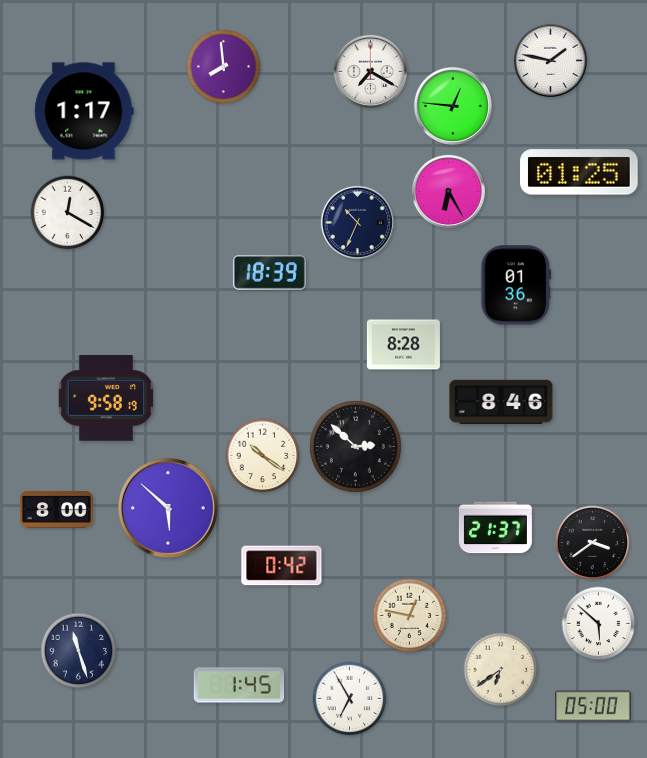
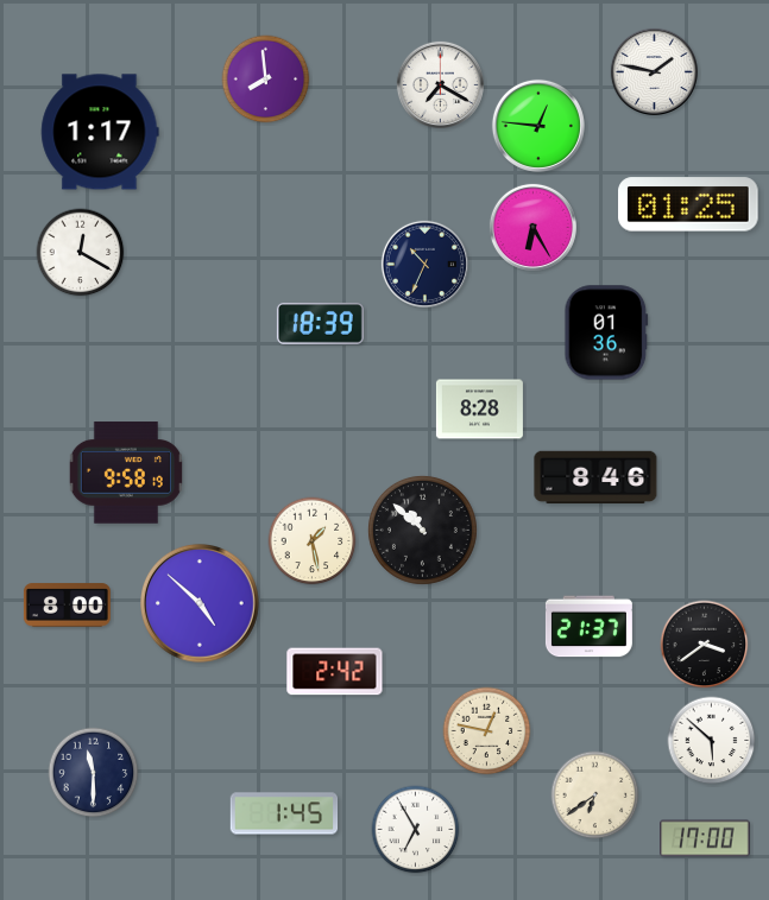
clock at (516, 285) position: (516, 285) -> (606, 332)
clock at (355, 446): 2:52 -> 10:52
clock at (263, 456): 10:21 -> 1:28
clock at (169, 509): 5:52 -> 4:52
clock at (282, 566): 0:42 -> 2:42
clock at (79, 651): 11:27 -> 11:30
clock at (593, 706): 05:00 -> 17:00
